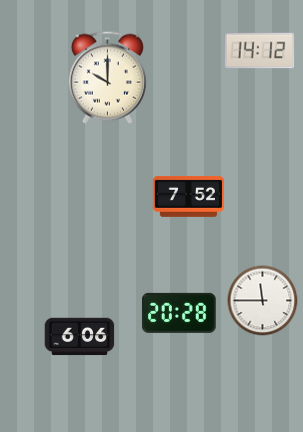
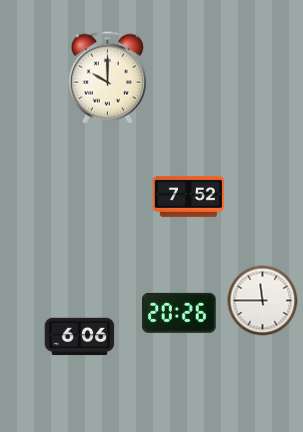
clock at (260, 51): 14:12 -> none
clock at (179, 313): 20:28 -> 20:26
